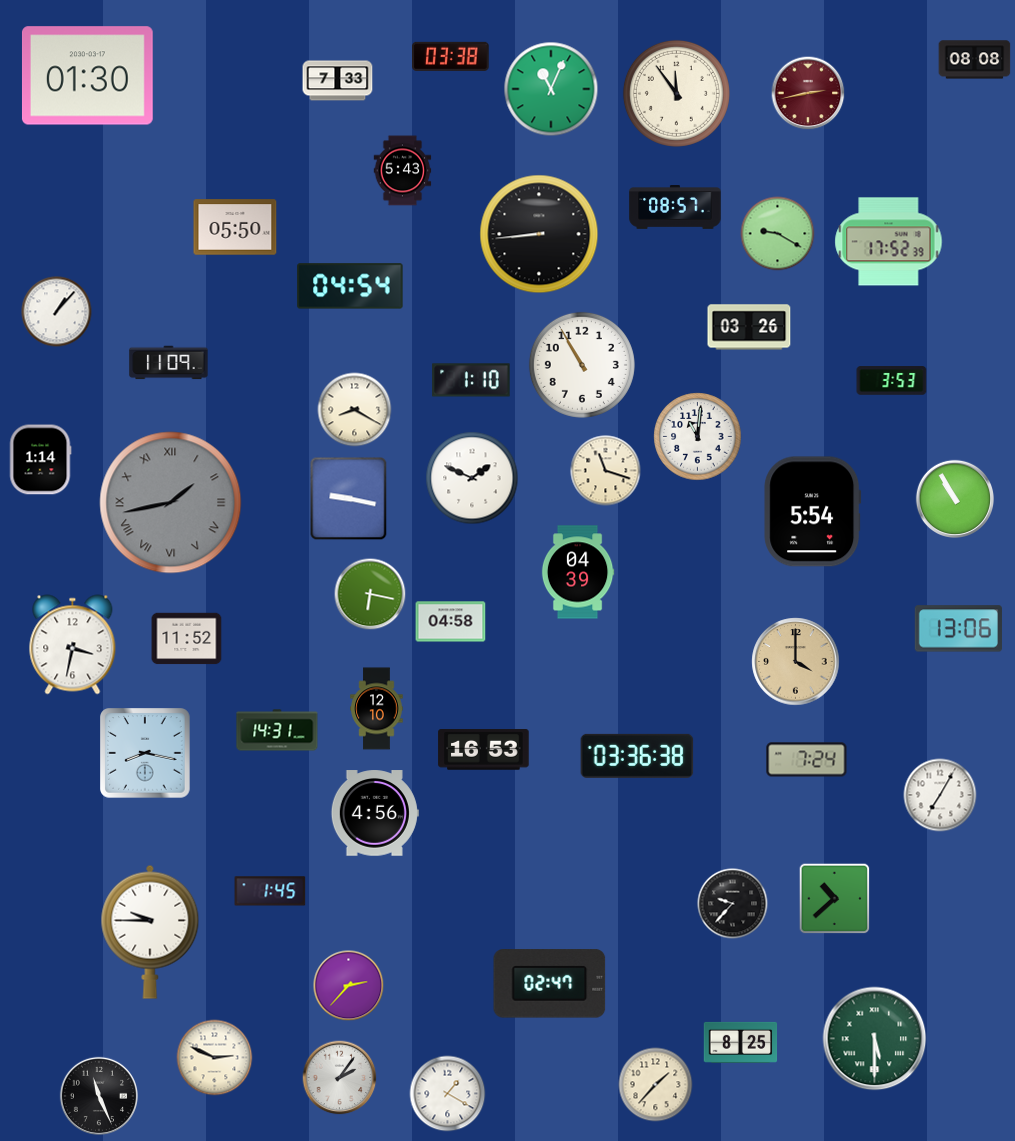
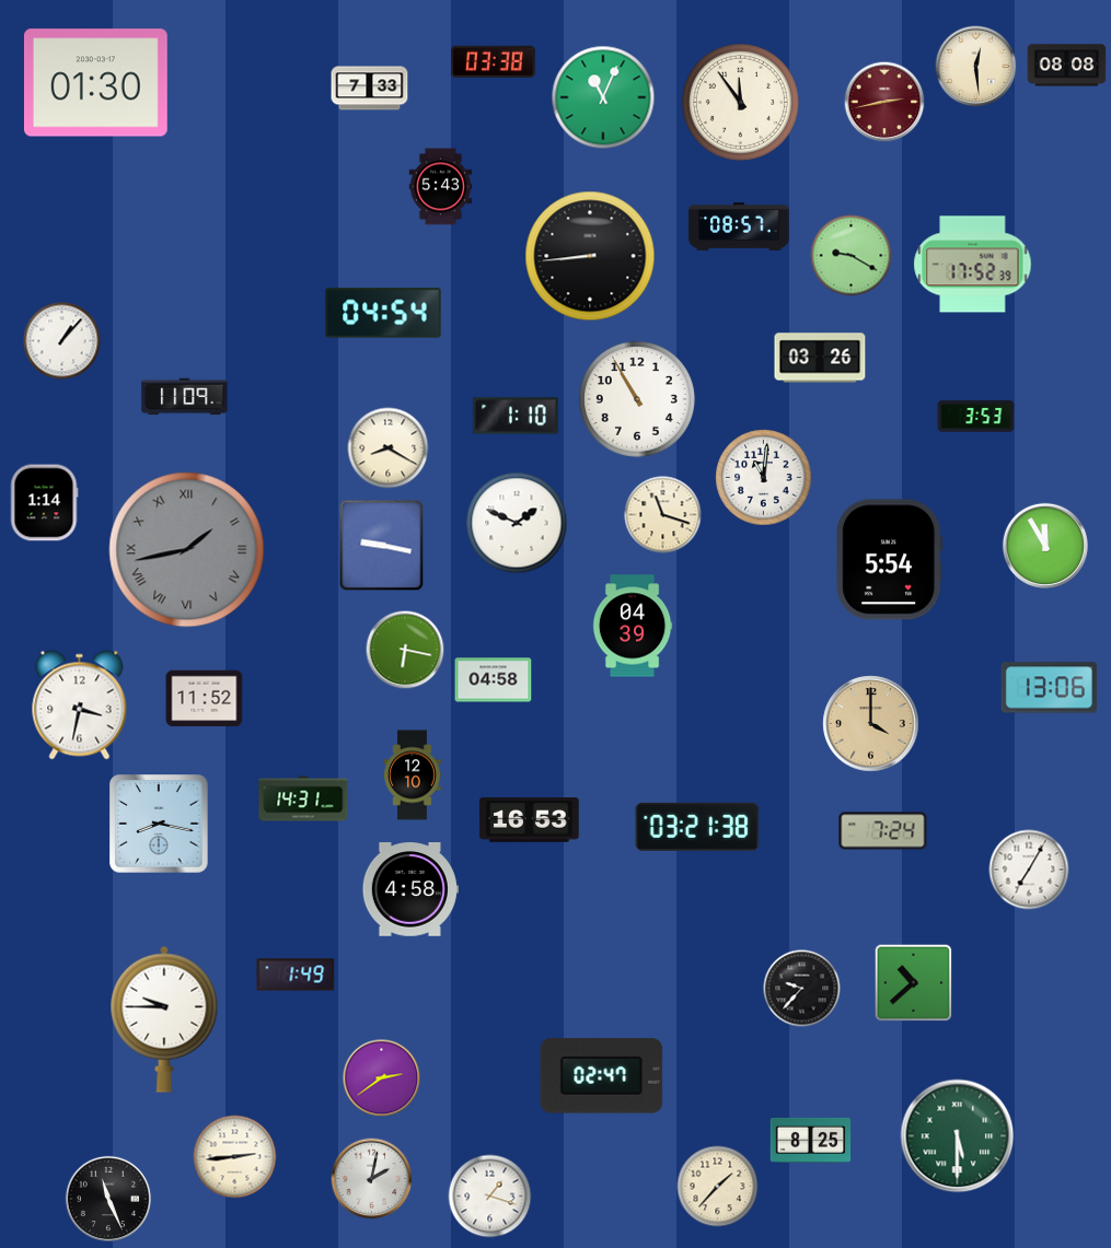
clock at (976, 67): none -> 12:29
clock at (235, 227): 05:50 -> none
clock at (954, 498): 10:55 -> 11:55
clock at (637, 756): 03:36 -> 03:21
clock at (375, 813): 4:56 -> 4:58
clock at (270, 891): 1:45 -> 1:49
clock at (349, 986): 2:37 -> 2:39
clock at (215, 1058): 2:49 -> 2:44
clock at (340, 1078): 2:06 -> 2:02
clock at (448, 1094): 1:20 -> 1:18
